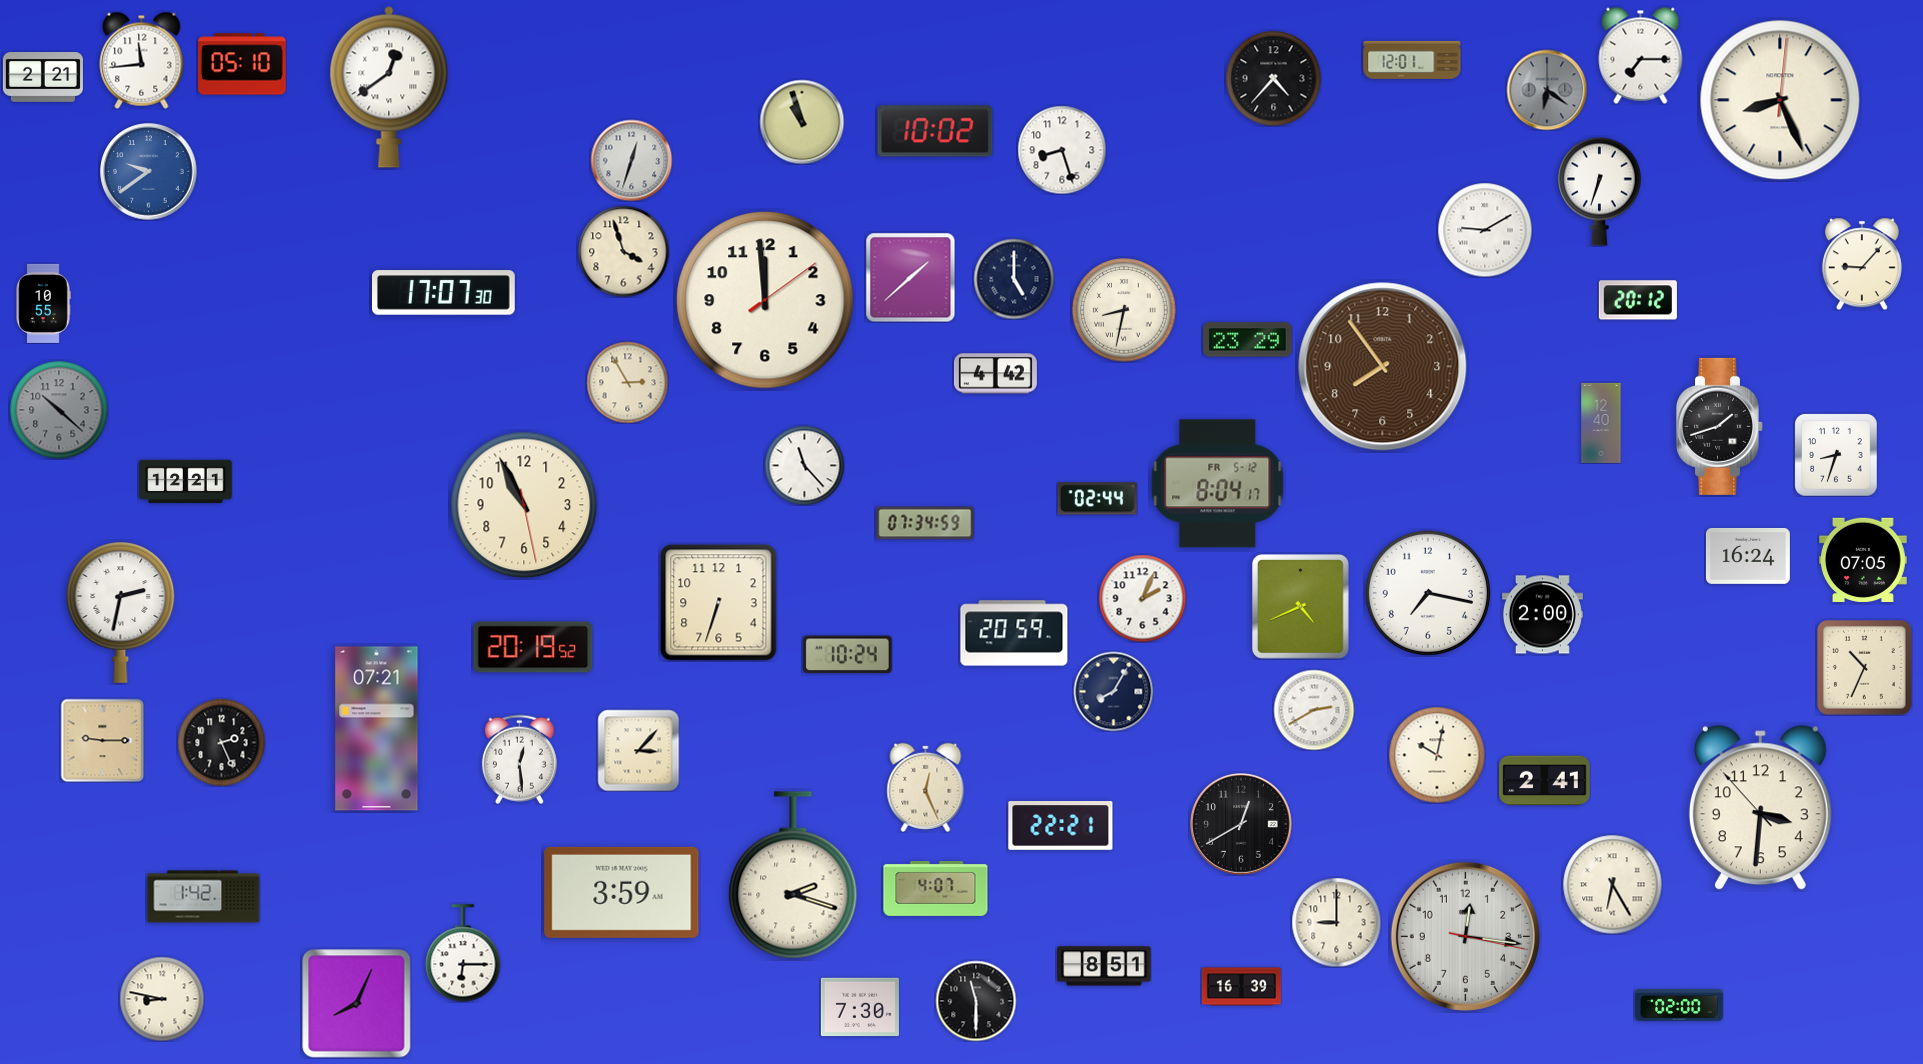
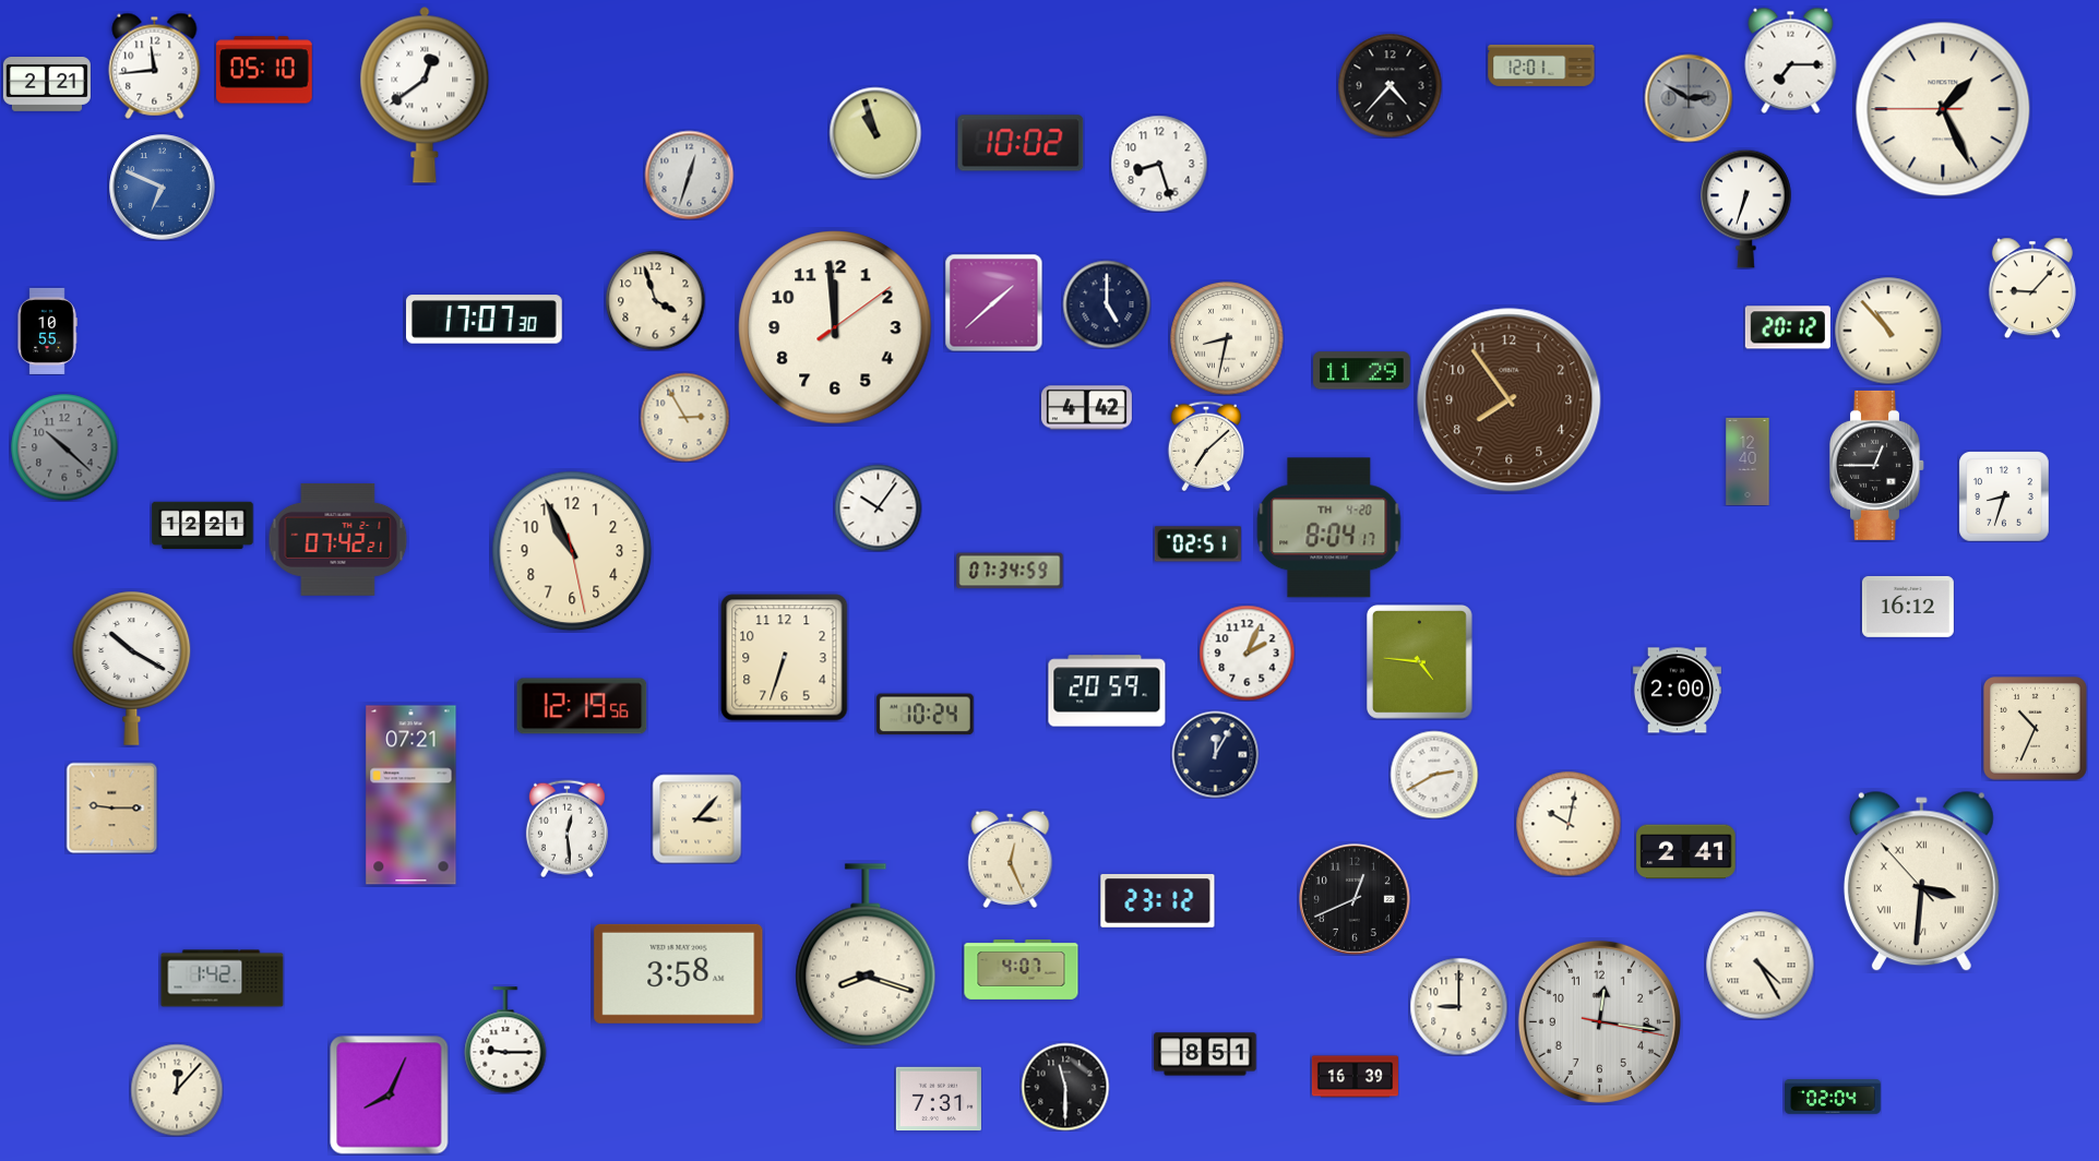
clock at (1547, 90): 6:21 -> 2:50
clock at (1780, 100): 8:26 -> 1:25
clock at (149, 172): 9:39 -> 6:49
clock at (1485, 230): 9:10 -> none
clock at (623, 251) position: (623, 251) -> (655, 300)
clock at (1888, 331): none -> 10:53
clock at (1248, 340): 23:29 -> 11:29
clock at (1206, 446): none -> 7:08
clock at (1720, 426): 1:42 -> 12:45
clock at (804, 465): 11:23 -> 10:06
clock at (1218, 484) date: FR 5-12 -> TH 4-20
clock at (338, 539): none -> 07:42
clock at (1097, 499): 02:44 -> 02:51
clock at (1748, 556): 16:24 -> 16:12
clock at (1864, 559): 07:05 -> none
clock at (1428, 593): 7:17 -> none
clock at (1301, 607): 4:41 -> 4:46
clock at (121, 612): 2:32 -> 10:20
clock at (1542, 615) position: (1542, 615) -> (1677, 691)
clock at (533, 647): 20:19 -> 12:19
clock at (1113, 691): 8:05 -> 12:05
clock at (221, 742): 2:26 -> none
clock at (1760, 808) numerals: Arabic -> Roman
clock at (1241, 824): 12:40 -> 12:41
clock at (1061, 826): 22:21 -> 23:12
clock at (793, 875): 2:18 -> 8:18
clock at (1613, 885): 6:25 -> 4:25
clock at (622, 892): 3:59 -> 3:58
clock at (463, 953): 6:15 -> 9:15
clock at (162, 999): 8:47 -> 12:07
clock at (976, 1001) position: (976, 1001) -> (1065, 1087)
clock at (1679, 1005): 02:00 -> 02:04
clock at (860, 1007): 7:30 -> 7:31
